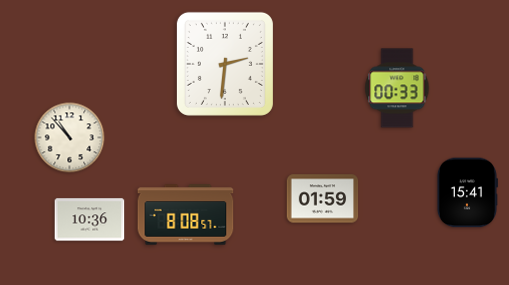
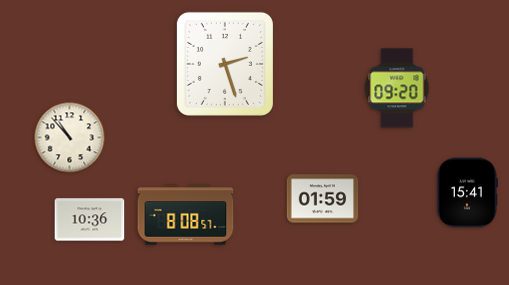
clock at (225, 64): 2:31 -> 2:27
clock at (397, 88): 00:33 -> 09:20
